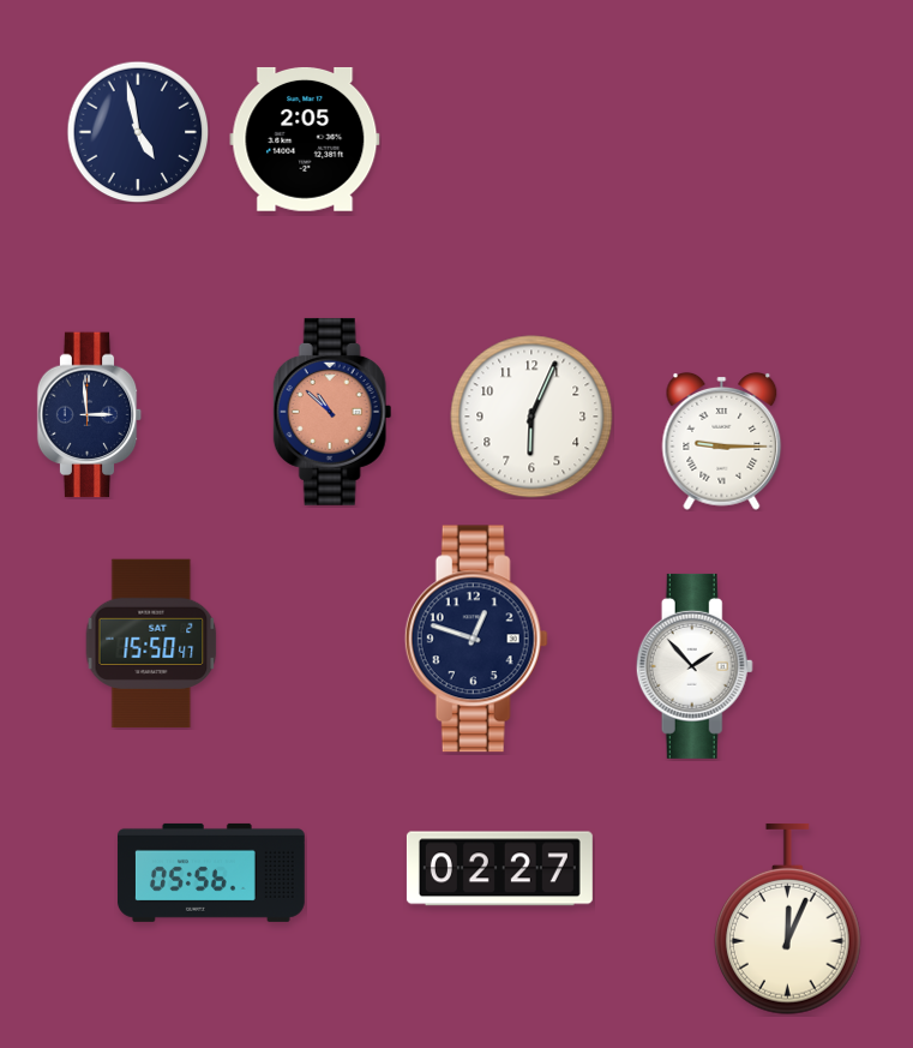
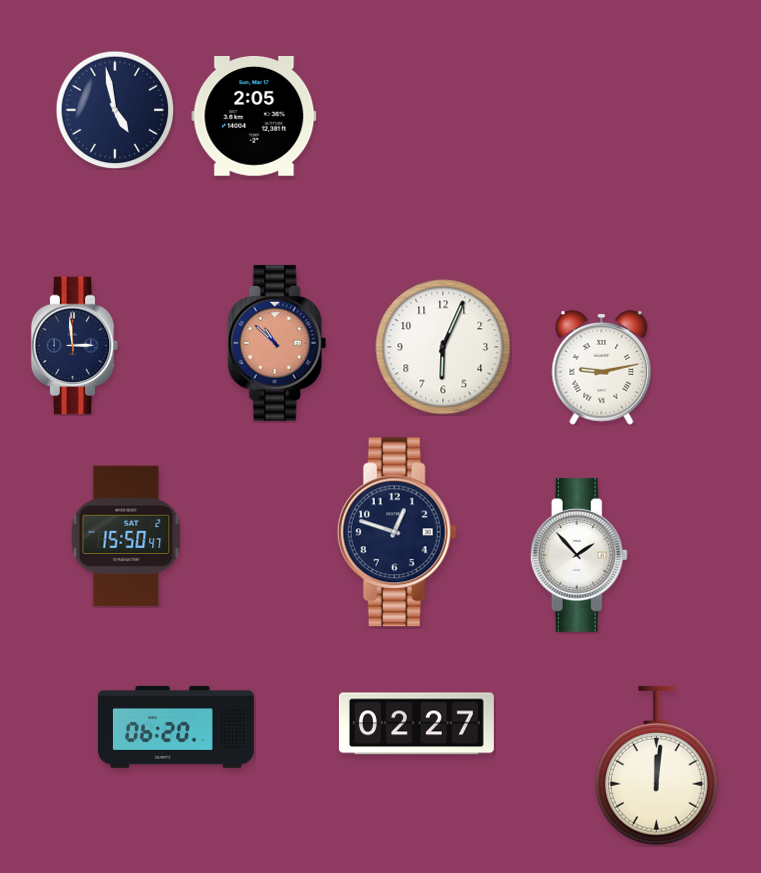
clock at (722, 442): 9:15 -> 9:13
clock at (211, 873): 05:56 -> 06:20
clock at (787, 920): 12:04 -> 12:01
